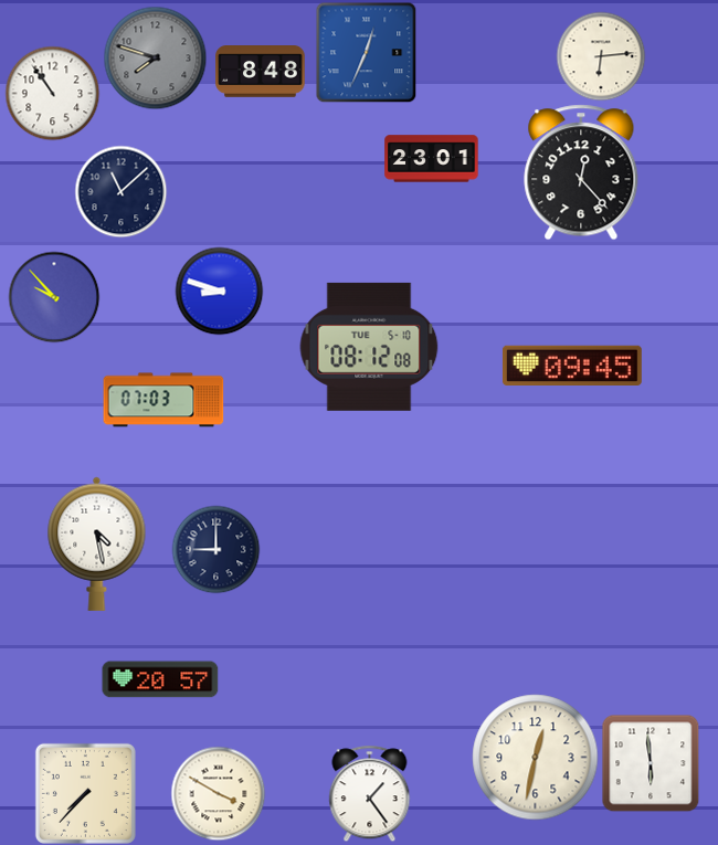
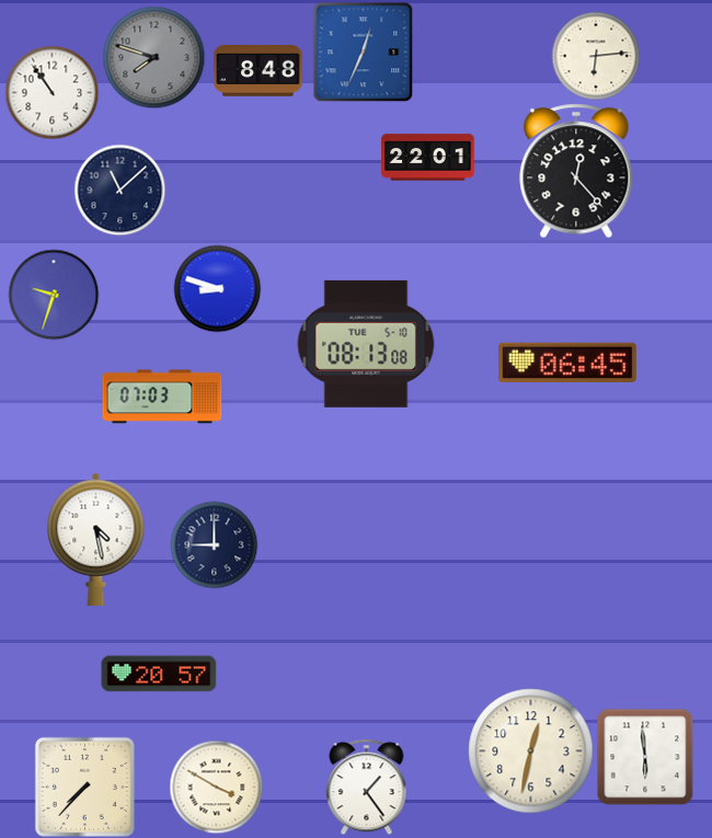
clock at (432, 159): 23:01 -> 22:01
clock at (54, 297): 9:53 -> 9:33
clock at (369, 347): 08:12 -> 08:13
clock at (572, 366): 09:45 -> 06:45
